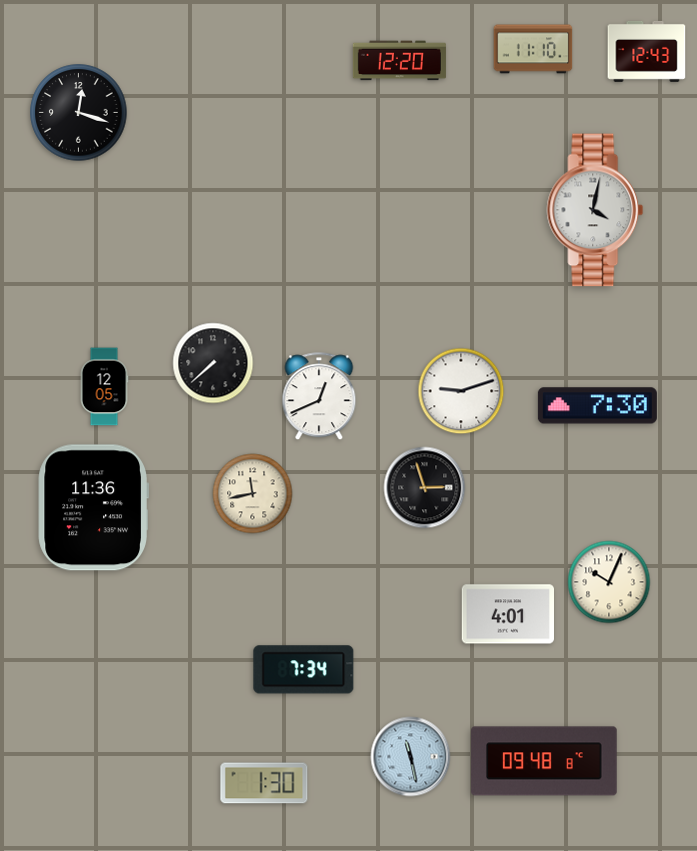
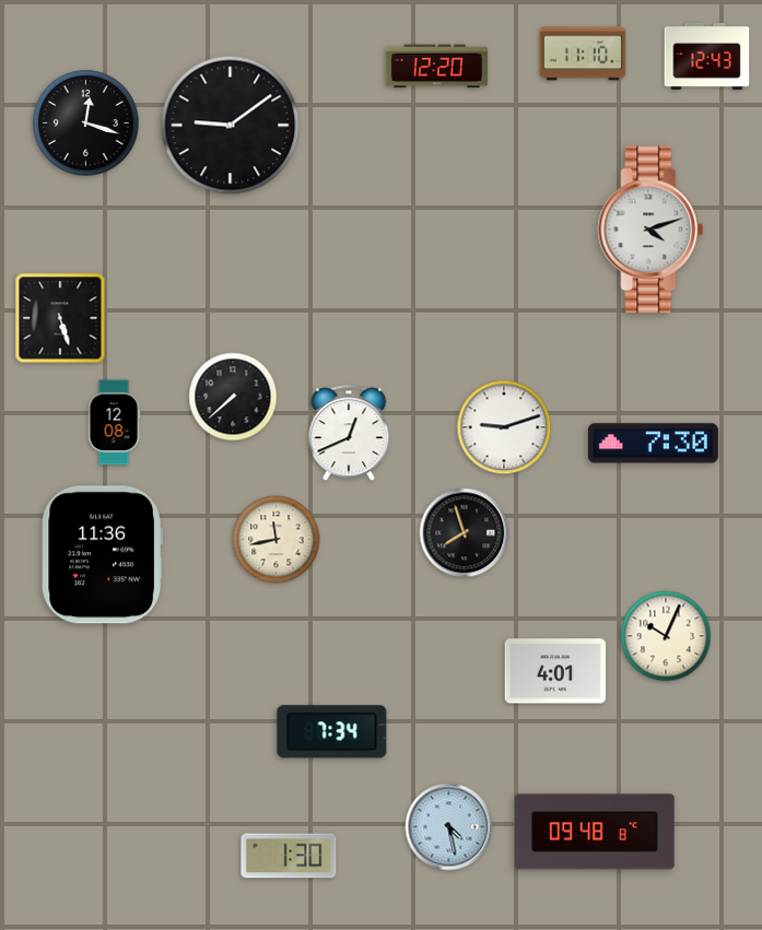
clock at (231, 126): none -> 9:09
clock at (595, 210): 4:02 -> 4:12
clock at (60, 318): none -> 5:27
clock at (104, 387): 12:05 -> 12:08
clock at (425, 488): 2:57 -> 7:57
clock at (411, 757): 11:28 -> 4:28
